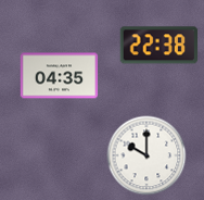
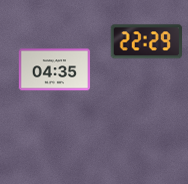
clock at (158, 46): 22:38 -> 22:29
clock at (146, 155): 10:00 -> none
